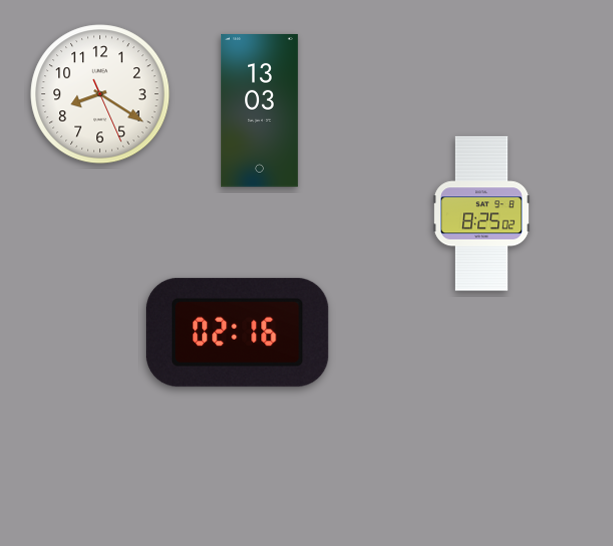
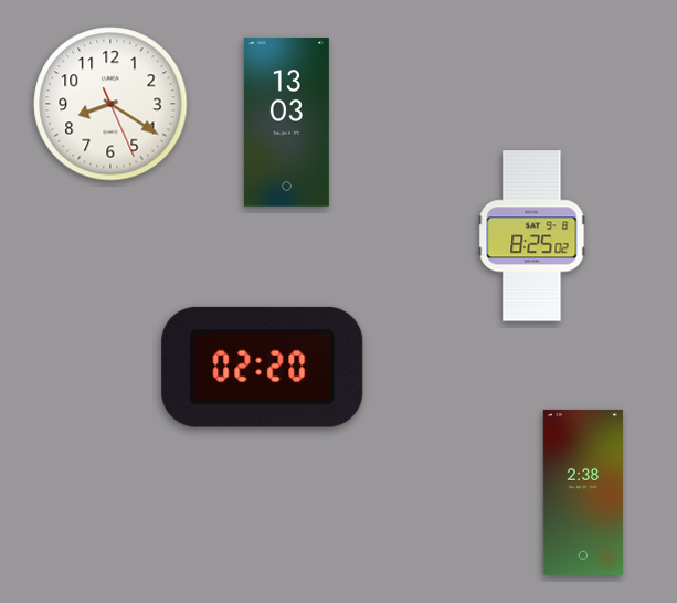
clock at (238, 332): 02:16 -> 02:20
clock at (583, 493): none -> 2:38
